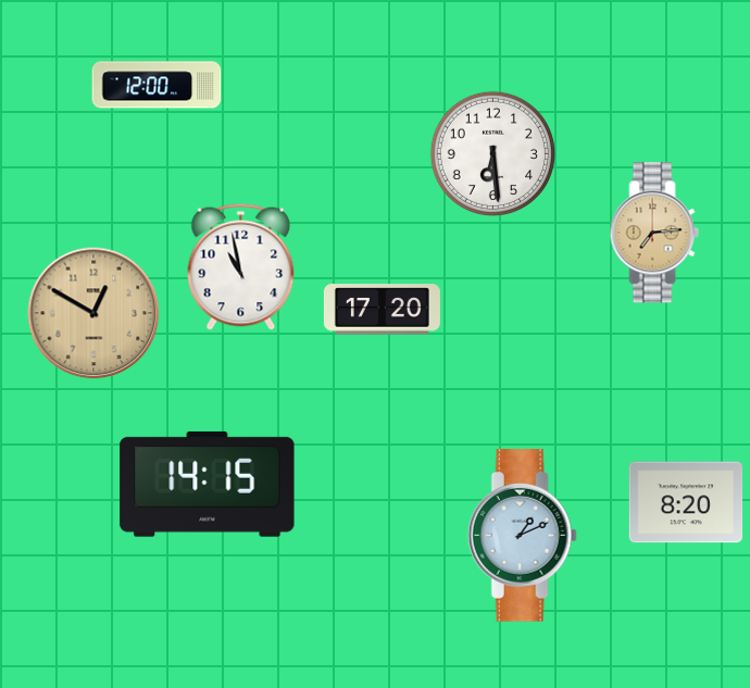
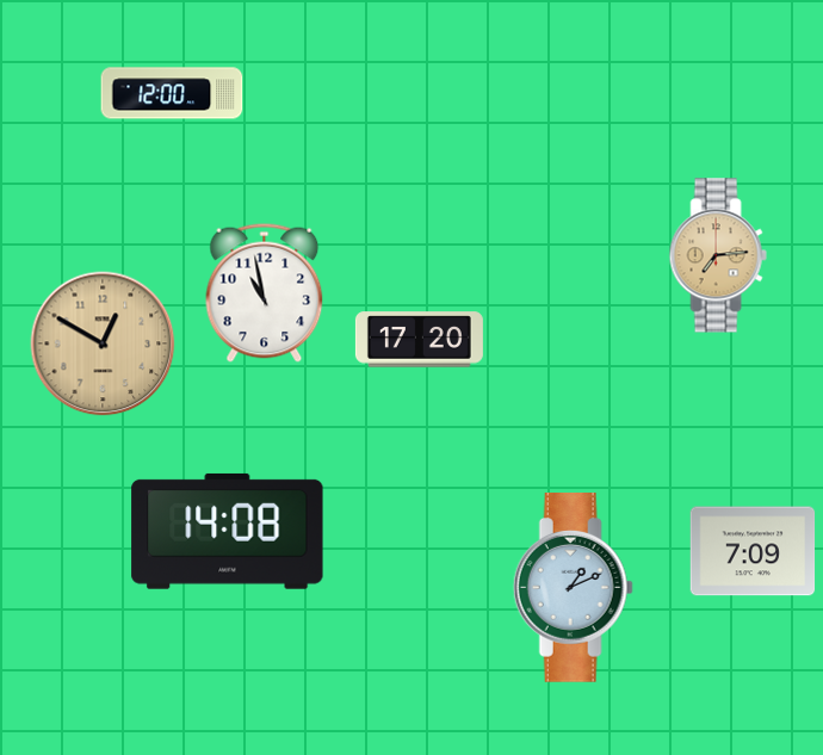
clock at (492, 153): 6:29 -> none
clock at (208, 484): 14:15 -> 14:08
clock at (686, 502): 8:20 -> 7:09
